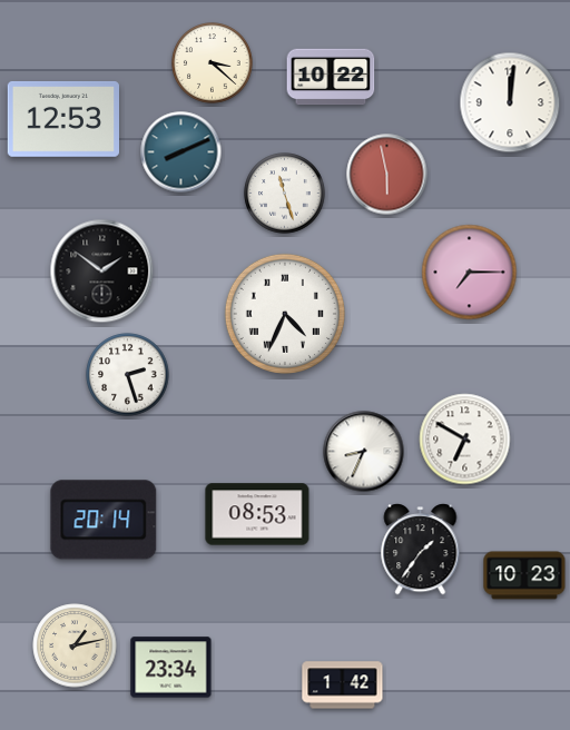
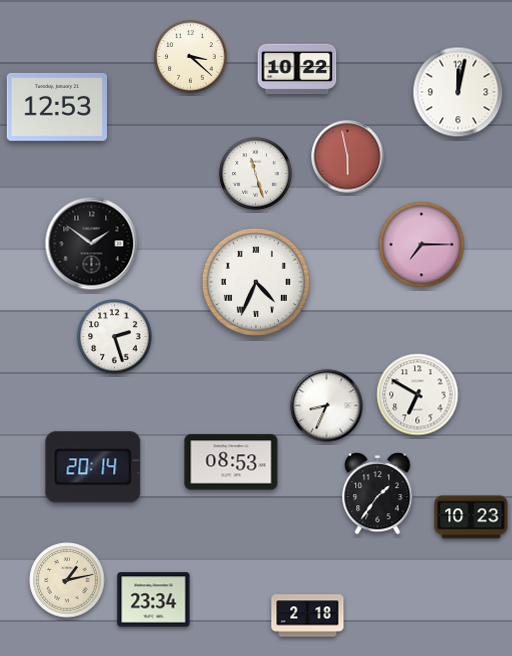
clock at (510, 102): 12:01 -> 12:02
clock at (181, 152): 8:11 -> none
clock at (343, 685): 1:42 -> 2:18
